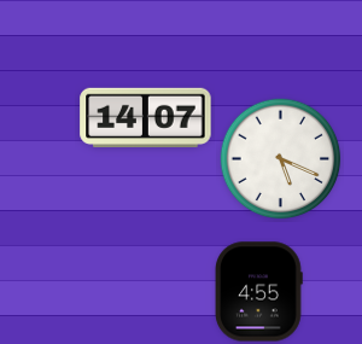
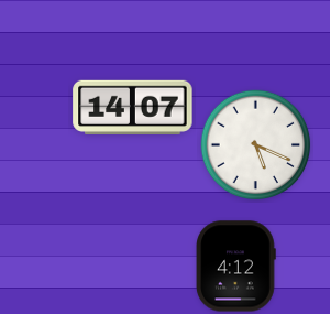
clock at (258, 292): 4:55 -> 4:12
